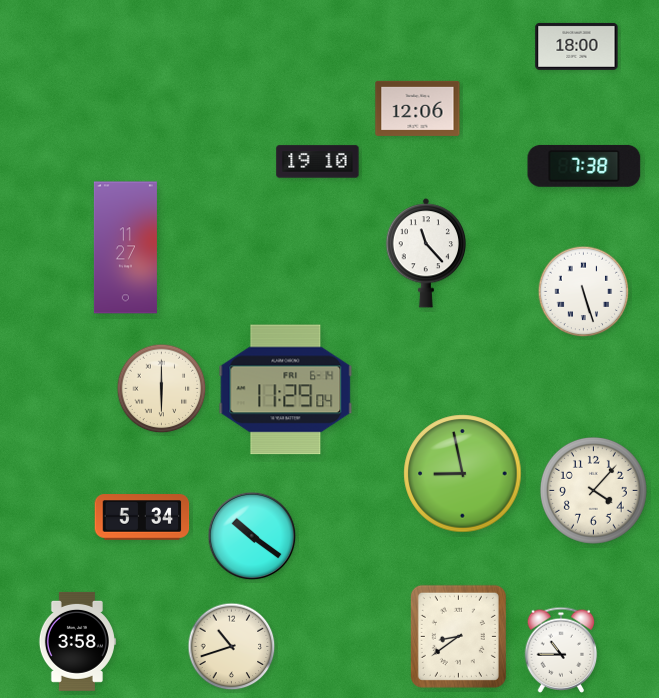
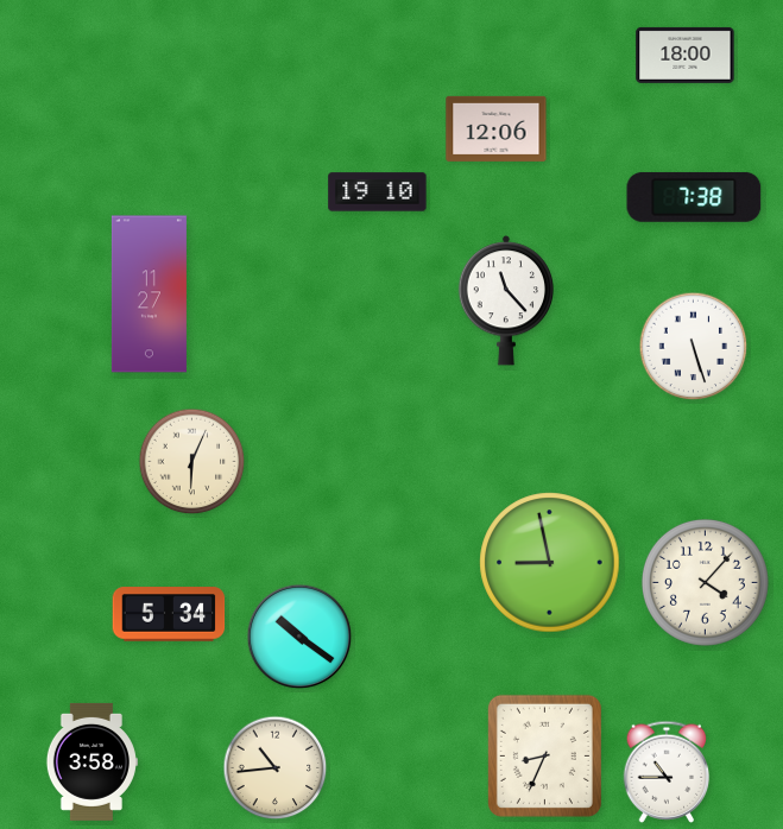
clock at (162, 389): 6:00 -> 6:04
clock at (286, 390): 11:29 -> none
clock at (458, 636): 8:39 -> 8:34
clock at (232, 647): 10:42 -> 10:44
